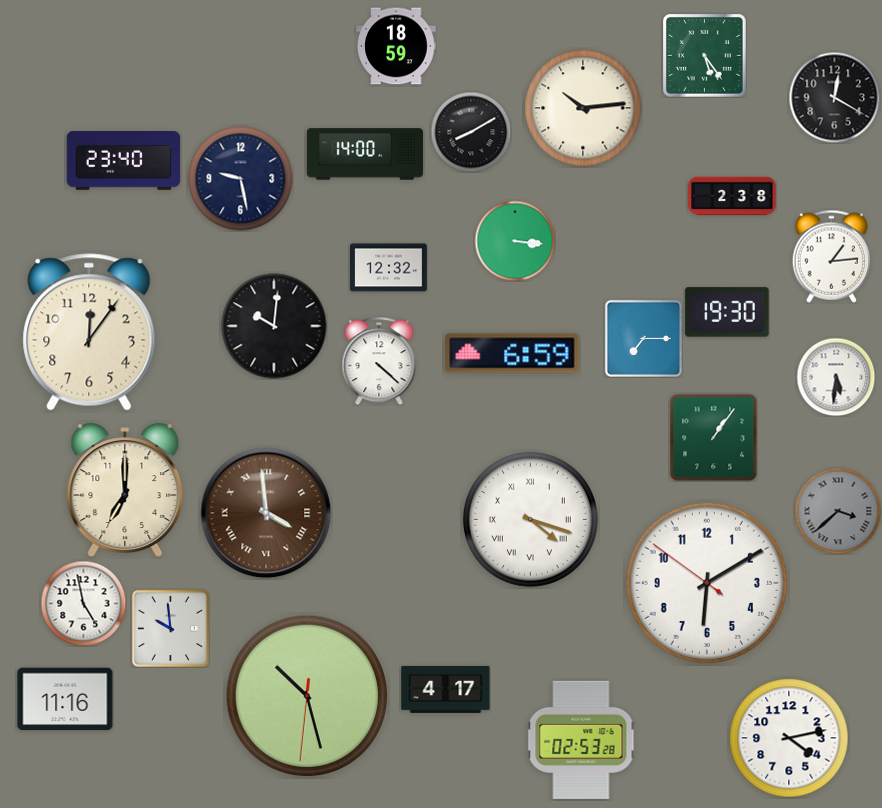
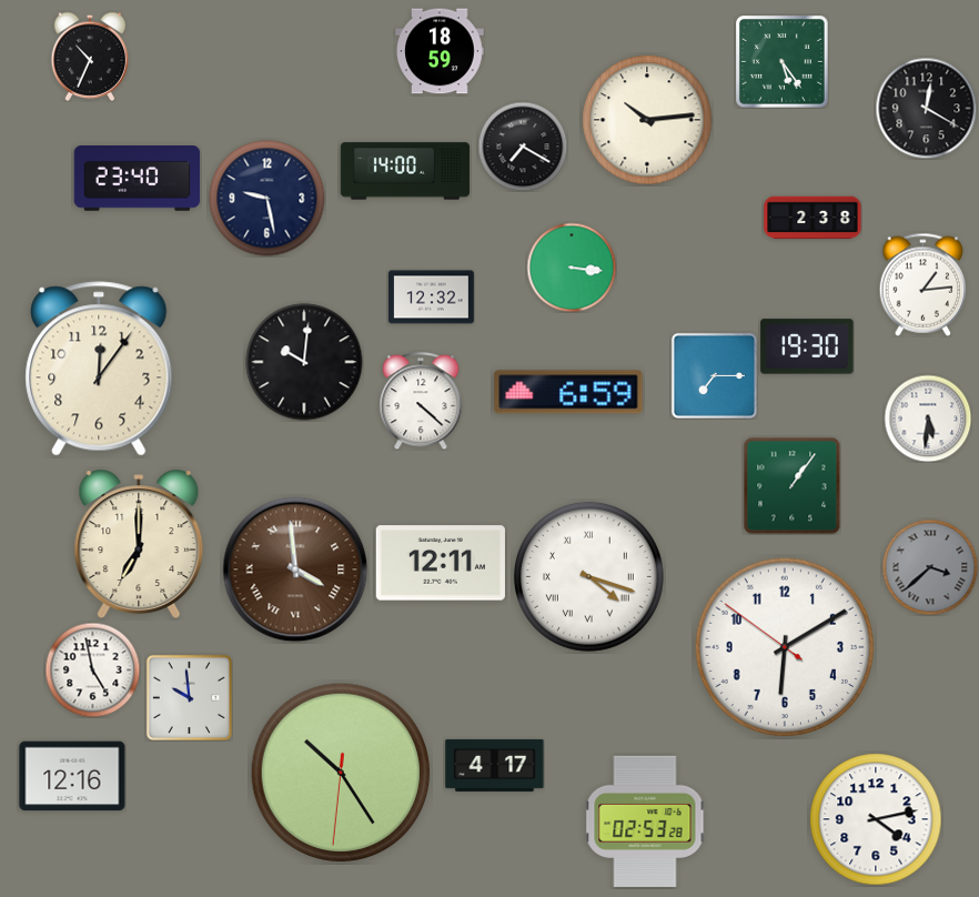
clock at (90, 57): none -> 10:34
clock at (471, 132): 8:10 -> 7:20
clock at (441, 563): none -> 12:11
clock at (306, 695): 10:27 -> 10:24
clock at (65, 699): 11:16 -> 12:16
